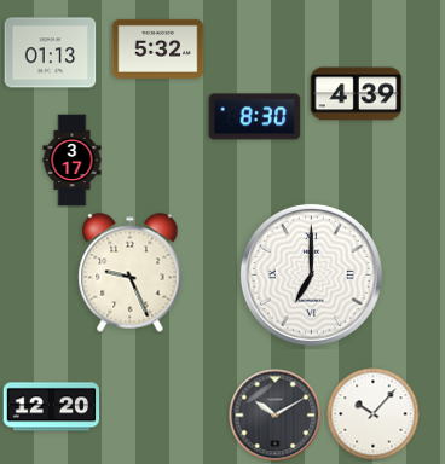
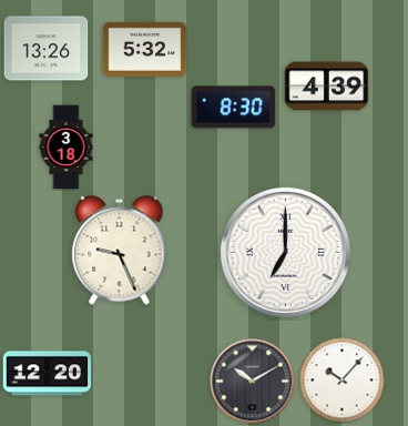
clock at (158, 48) position: (158, 48) -> (145, 49)
clock at (51, 53): 01:13 -> 13:26
clock at (73, 161): 3:17 -> 3:18
